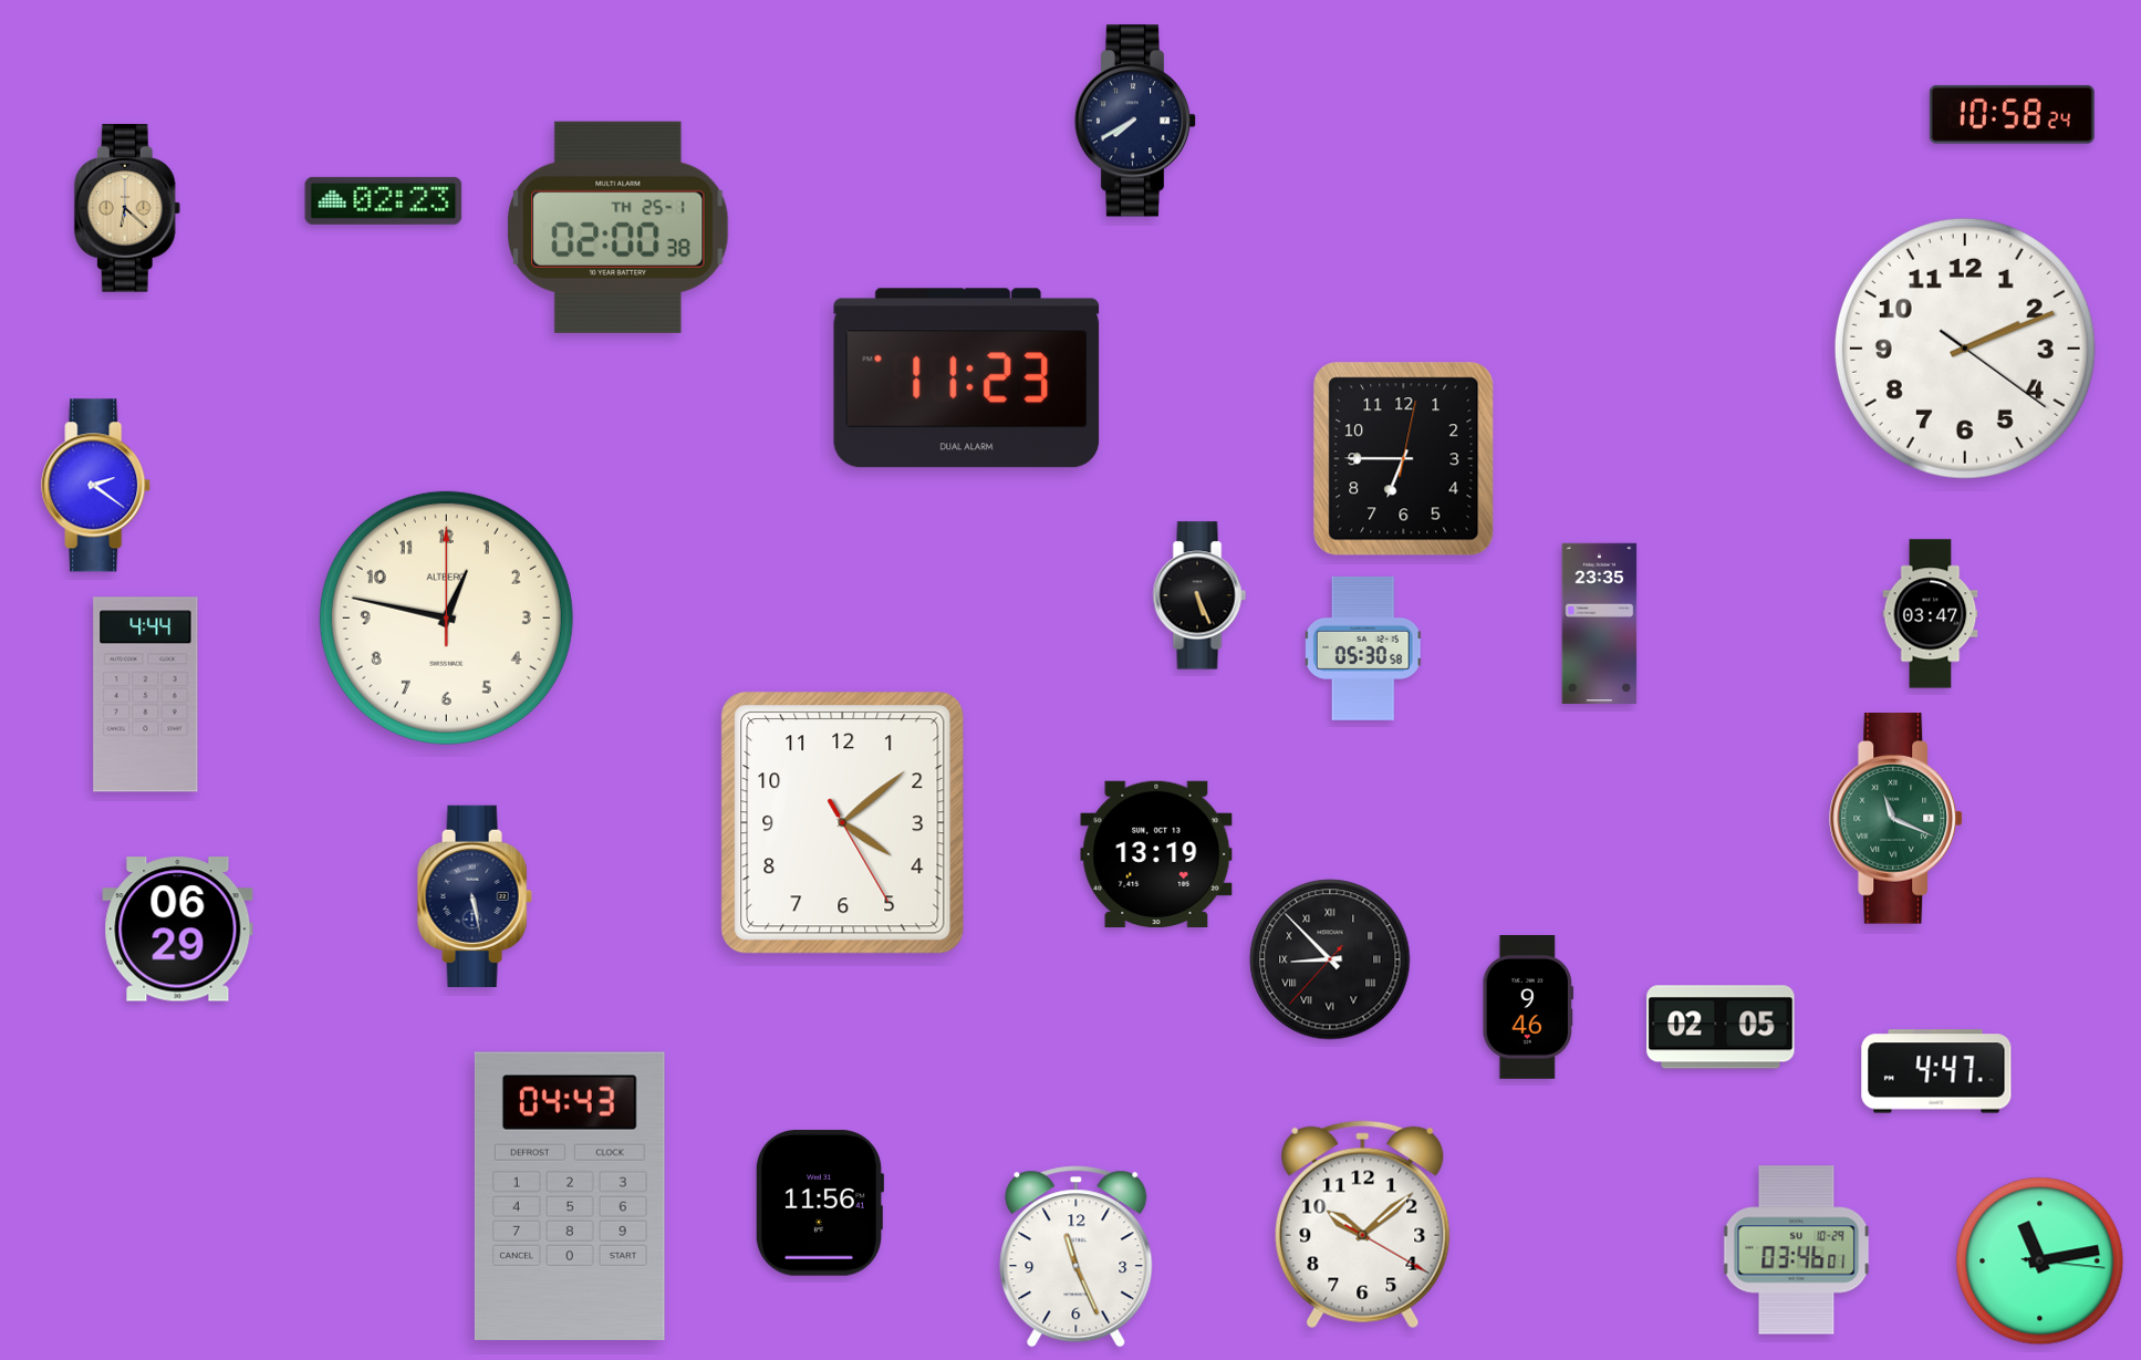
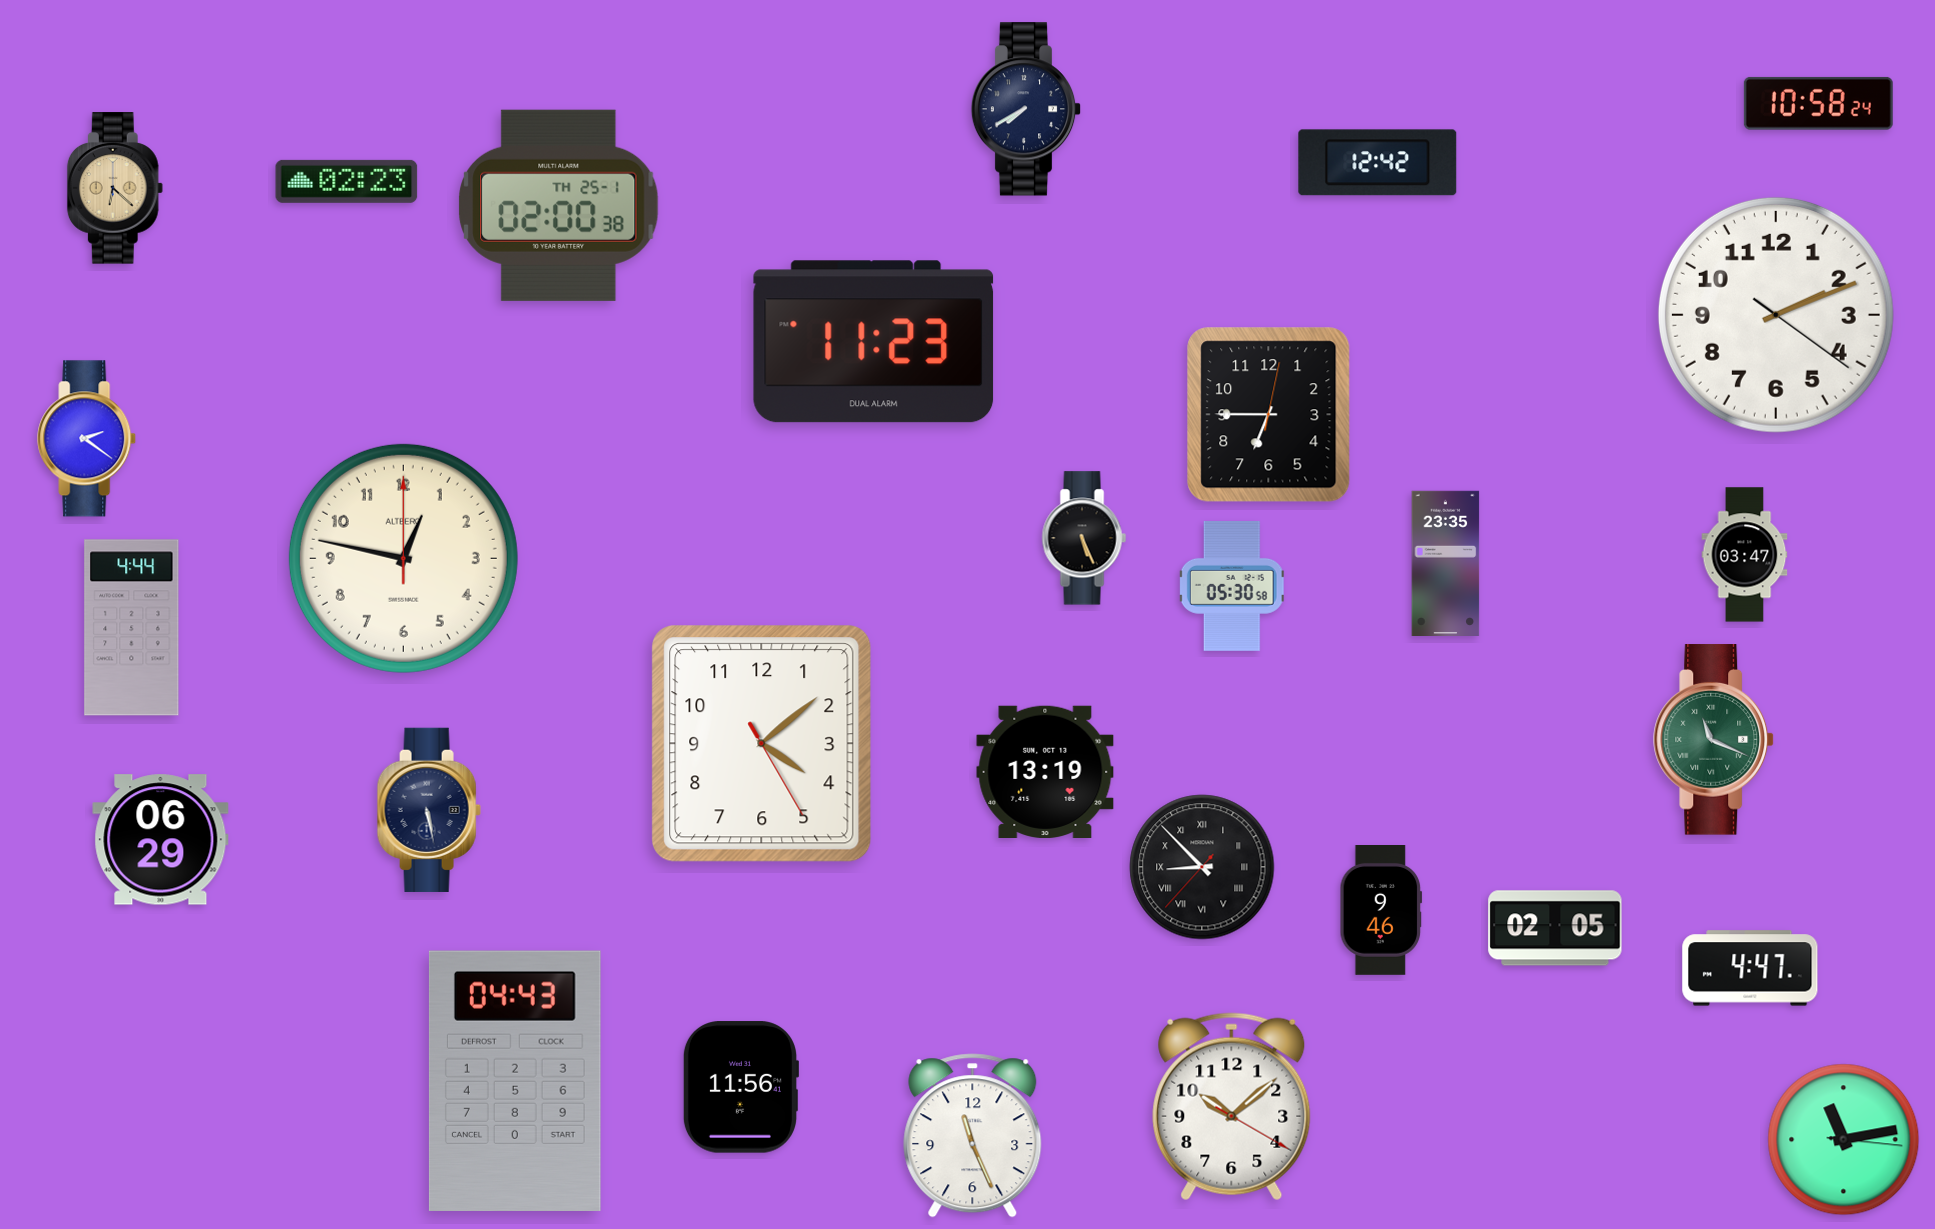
clock at (1378, 163): none -> 12:42
clock at (1797, 1250): 03:46 -> none
